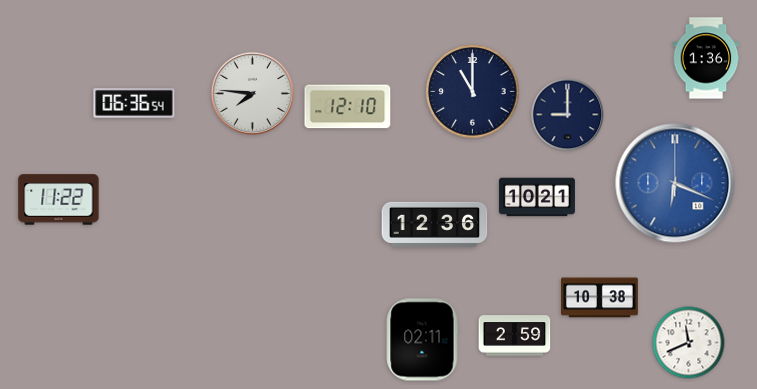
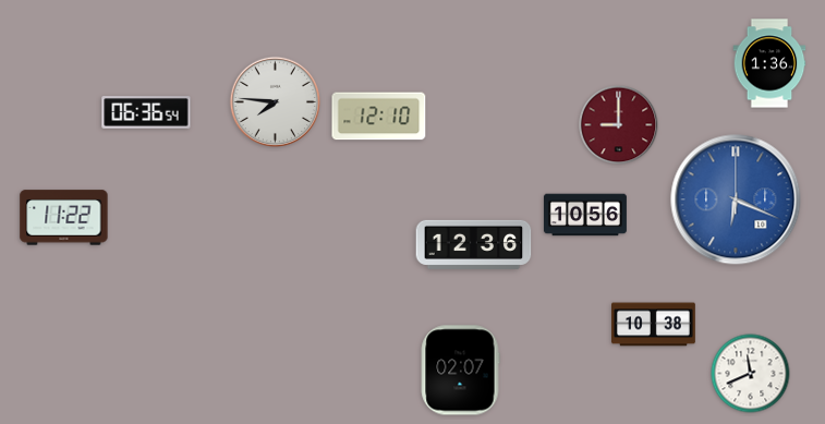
clock at (473, 92): 11:00 -> none
clock at (568, 115) dial: navy -> burgundy
clock at (537, 197): 10:21 -> 10:56
clock at (515, 336): 2:59 -> none
clock at (422, 340): 02:11 -> 02:07
